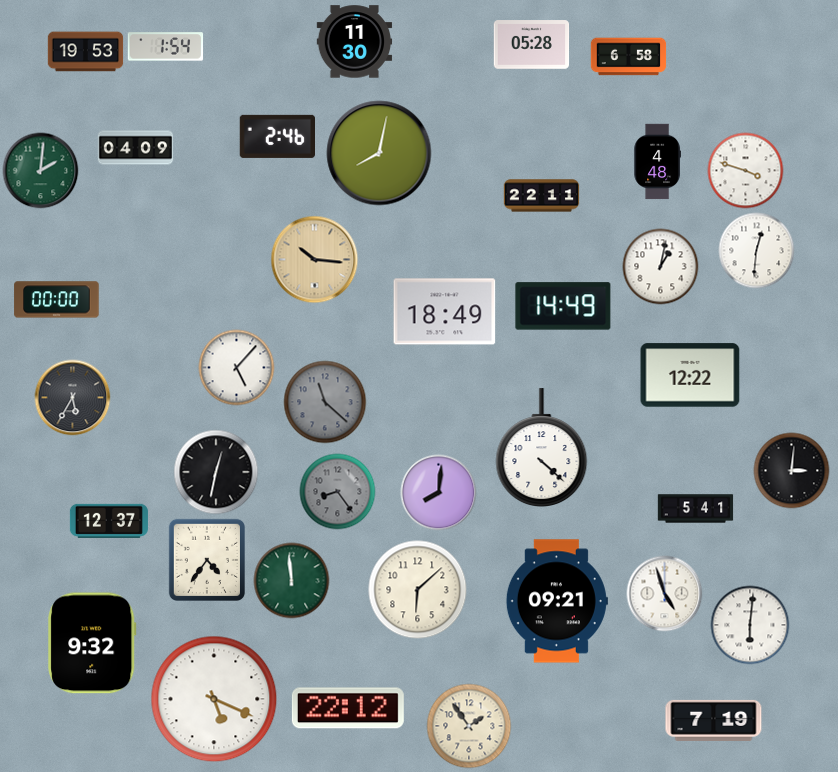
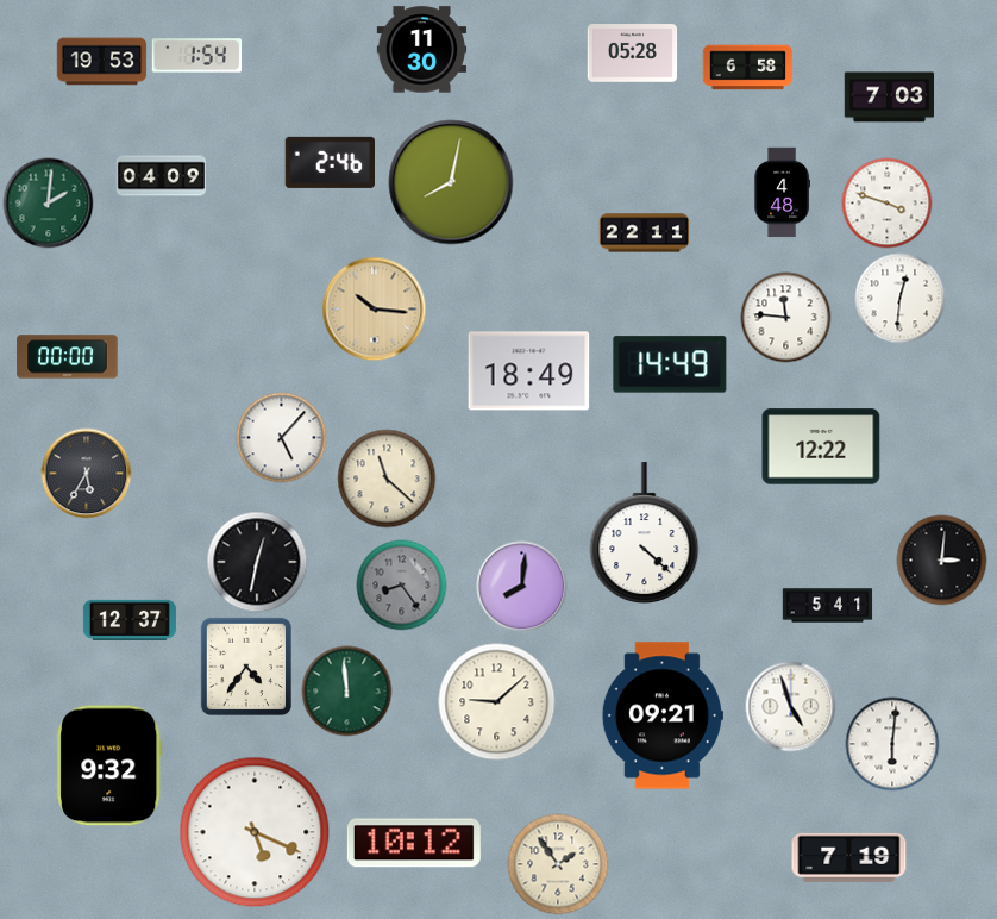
clock at (890, 98): none -> 7:03
clock at (661, 267): 1:02 -> 11:46
clock at (325, 402) dial: grey -> cream
clock at (418, 590): 6:08 -> 9:08
clock at (348, 708): 22:12 -> 10:12
